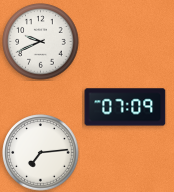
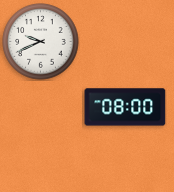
clock at (125, 107): 07:09 -> 08:00
clock at (41, 153): 7:14 -> none
